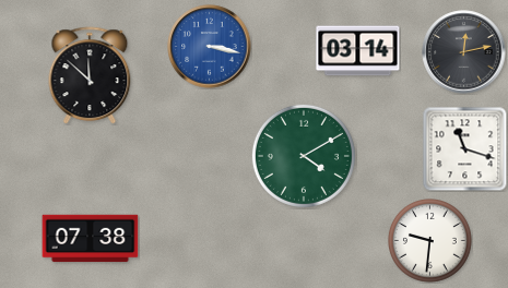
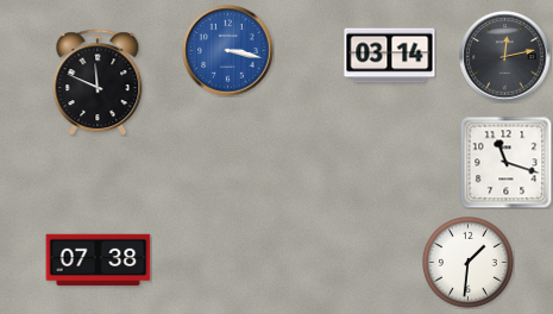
clock at (90, 75): 11:52 -> 11:49
clock at (304, 156): 4:10 -> none
clock at (430, 241): 9:31 -> 1:31
